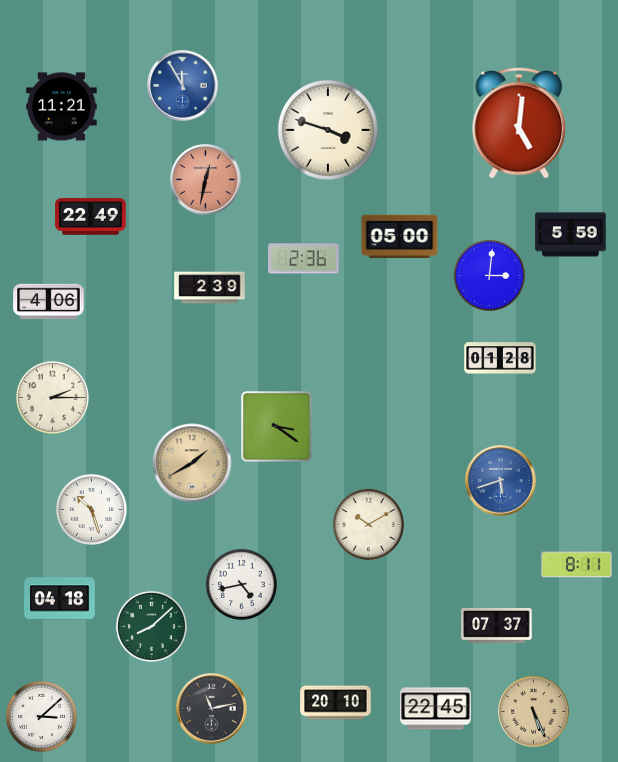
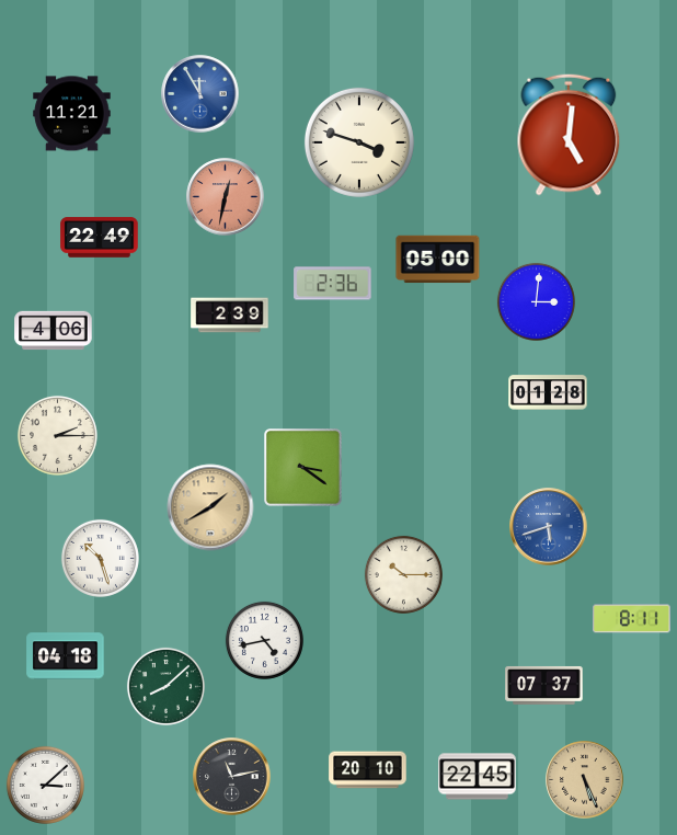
clock at (62, 107) position: (62, 107) -> (72, 114)
clock at (571, 235): 5:59 -> none
clock at (368, 524): 10:10 -> 10:15
